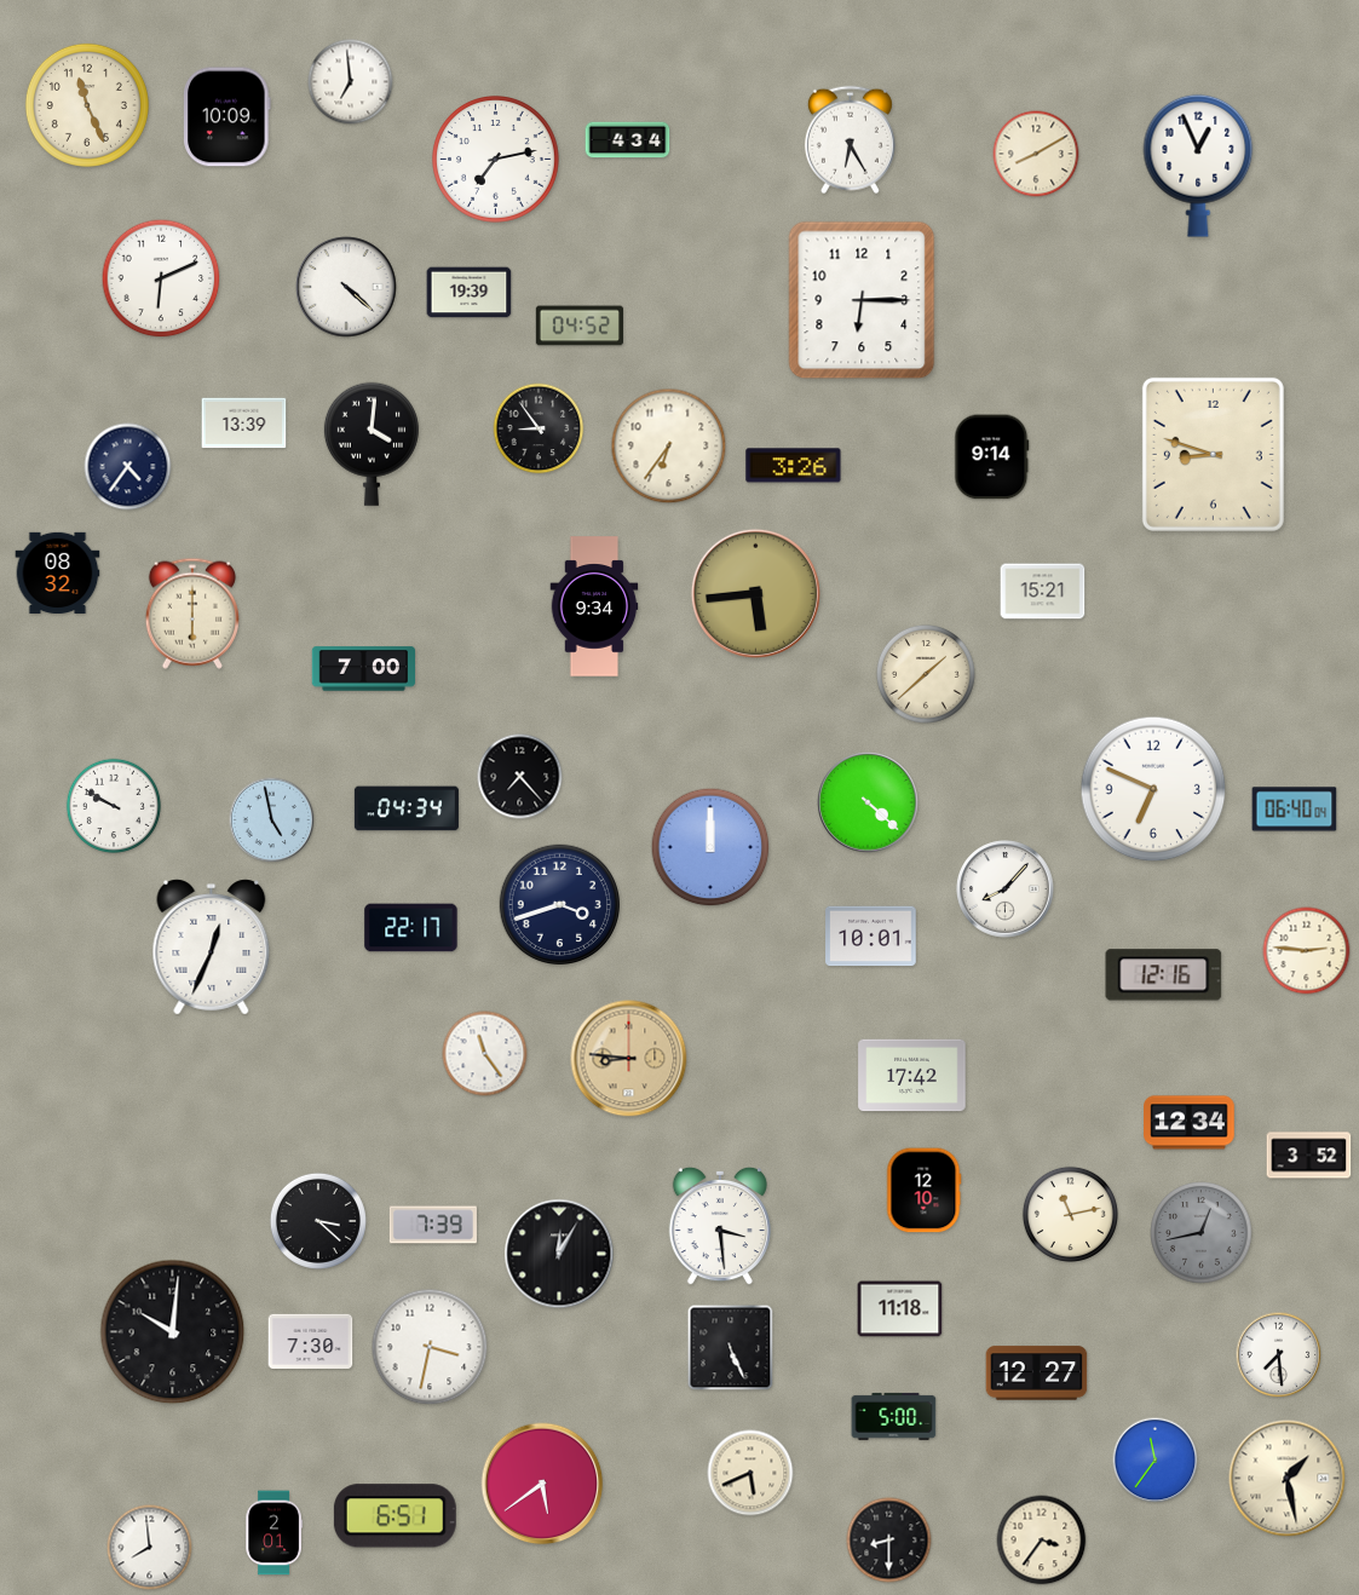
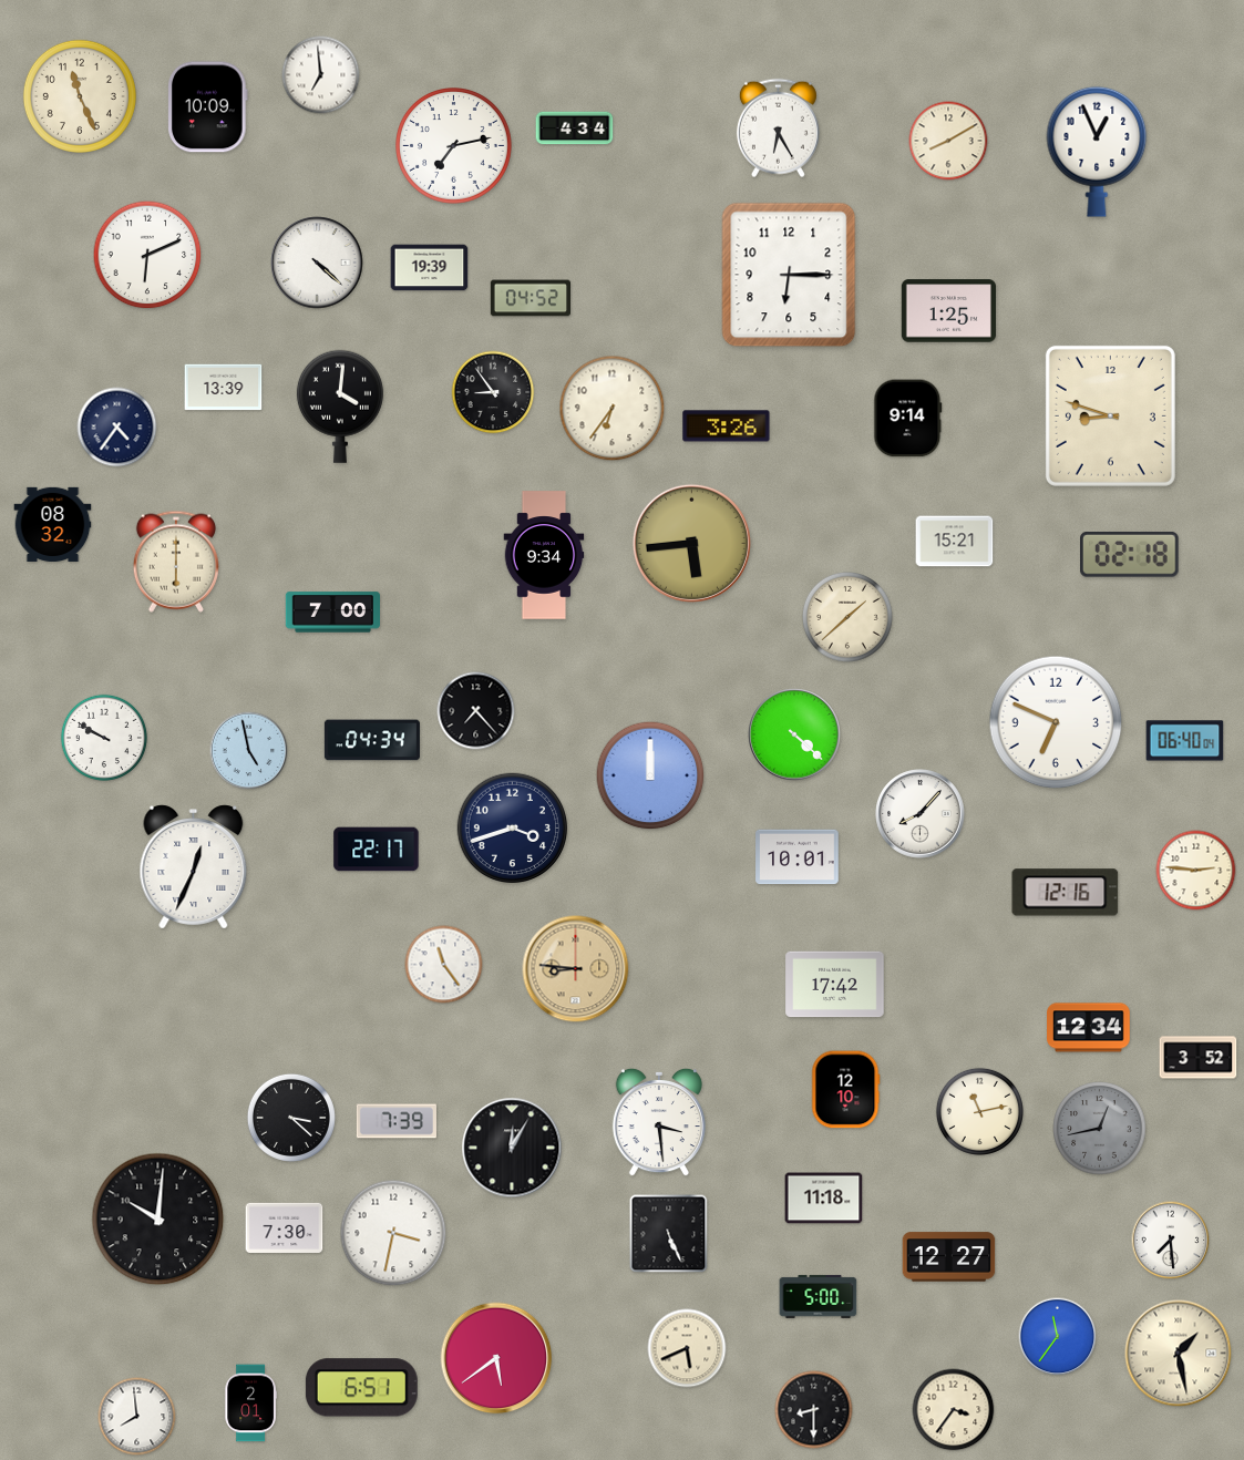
clock at (948, 311): none -> 1:25
clock at (1130, 554): none -> 02:18
